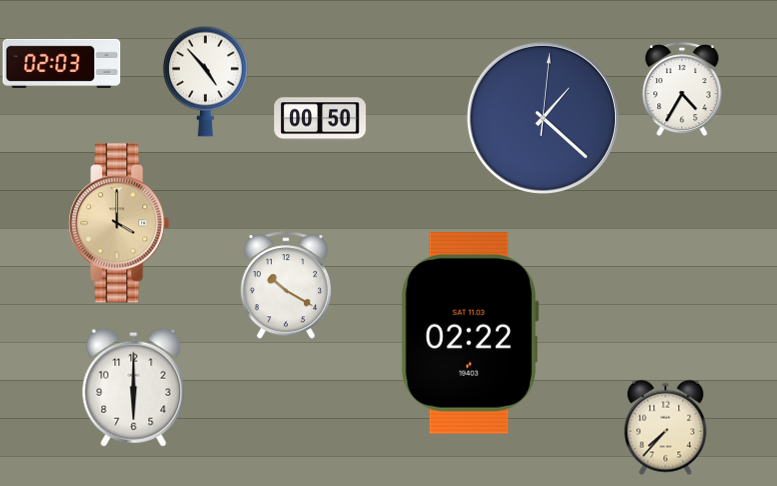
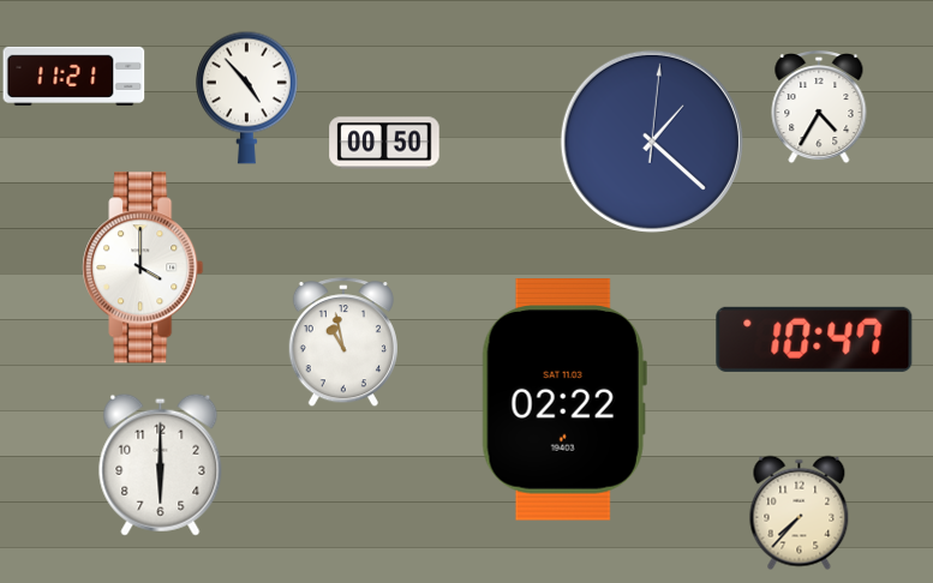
clock at (62, 63): 02:03 -> 11:21
clock at (119, 223) dial: champagne -> white
clock at (814, 339): none -> 10:47
clock at (286, 285): 10:20 -> 10:58
